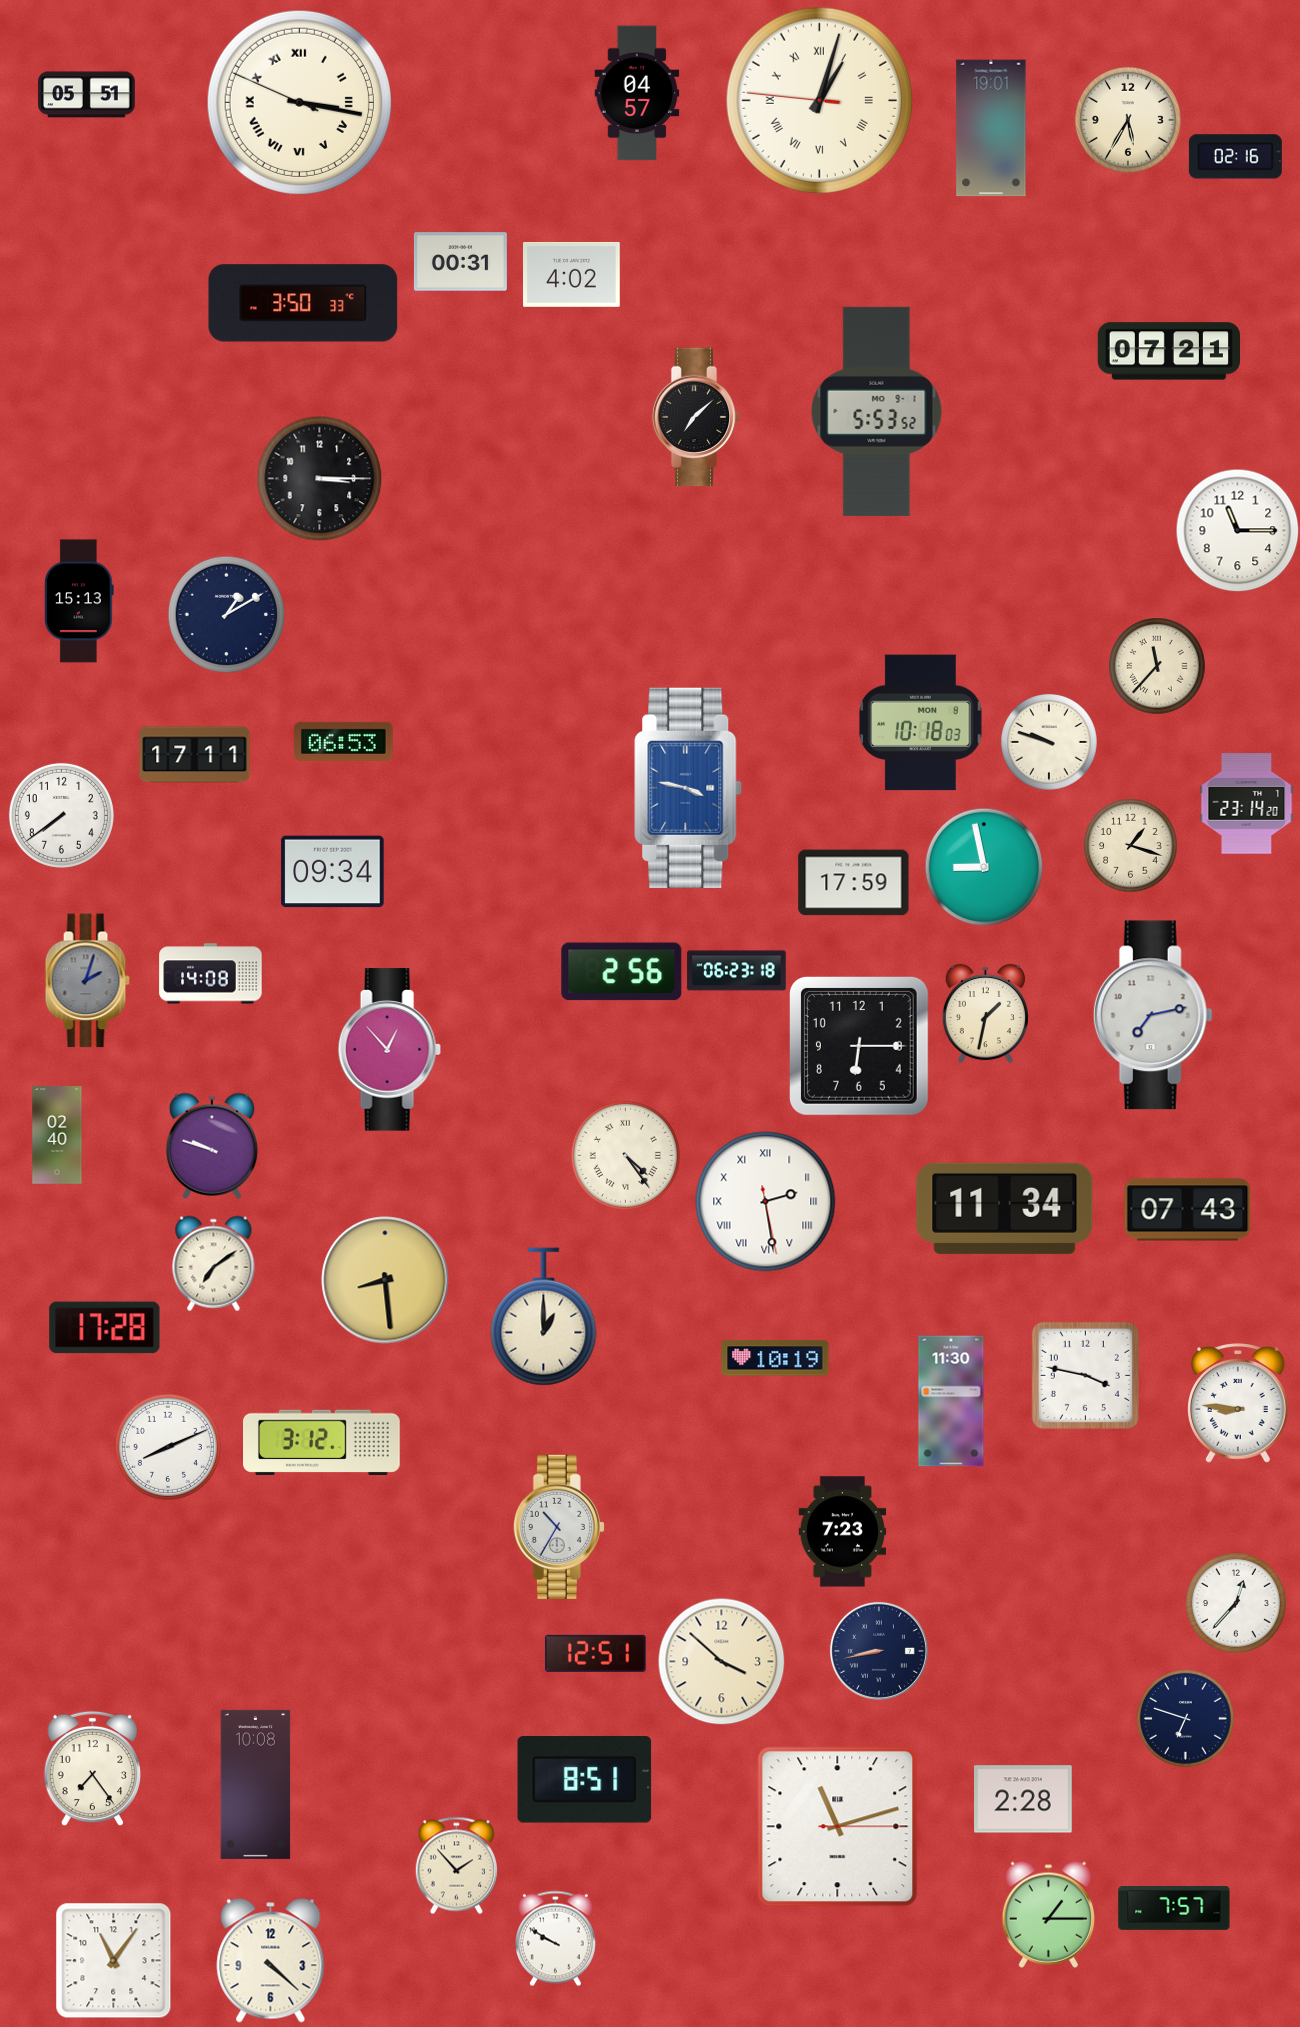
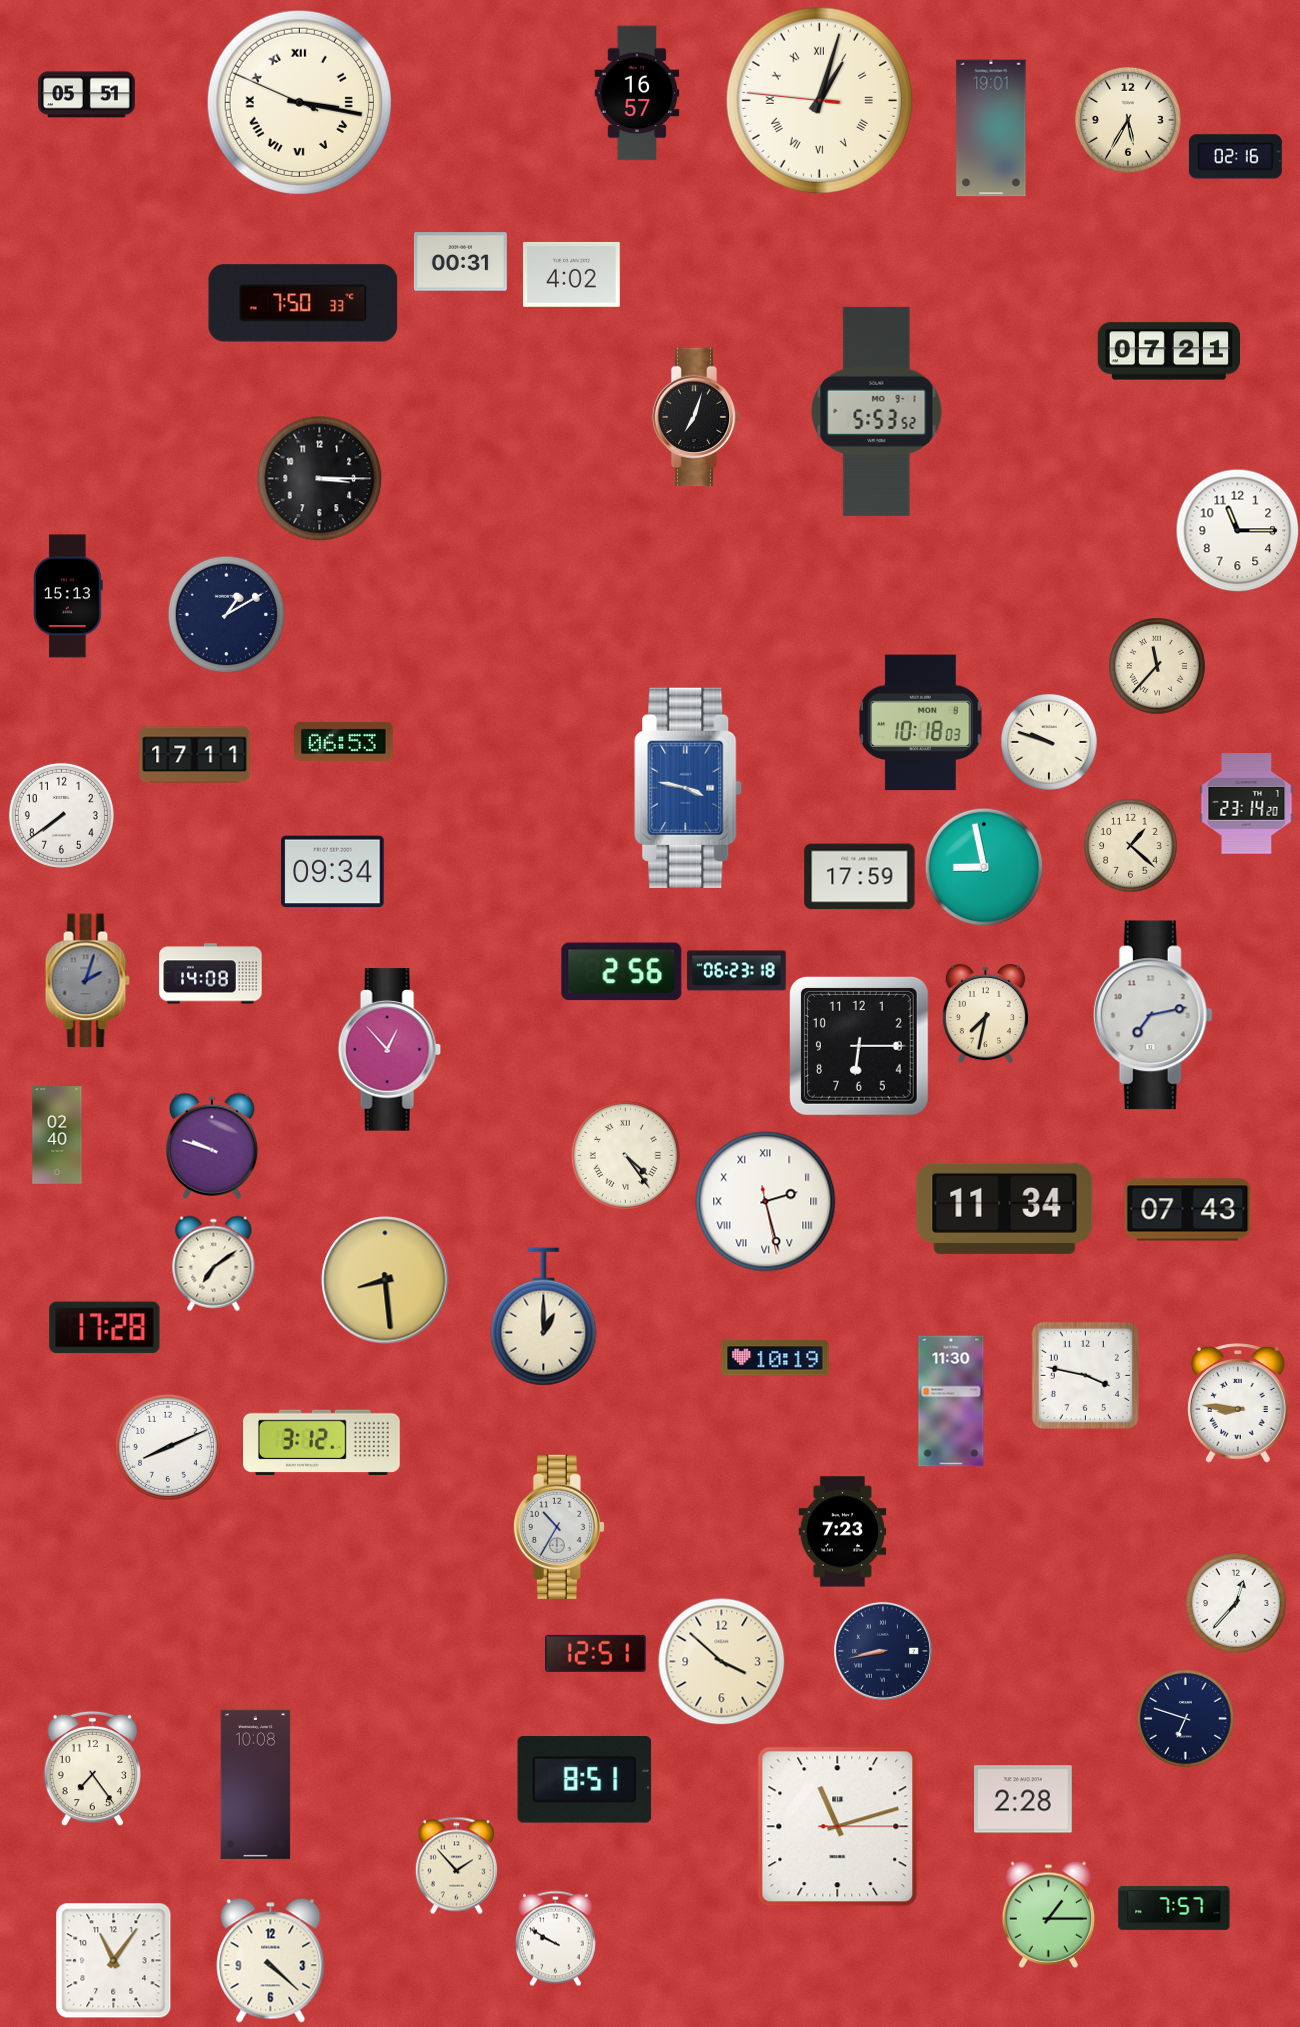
clock at (637, 93): 04:57 -> 16:57
clock at (303, 303): 3:50 -> 7:50
clock at (696, 417): 7:08 -> 7:03
clock at (79, 601) position: (79, 601) -> (68, 596)
clock at (1130, 845): 1:18 -> 1:22
clock at (854, 883) position: (854, 883) -> (860, 877)
clock at (985, 1013): 1:32 -> 7:32
clock at (766, 1202): 2:28 -> 2:27
clock at (879, 1651) position: (879, 1651) -> (883, 1651)
